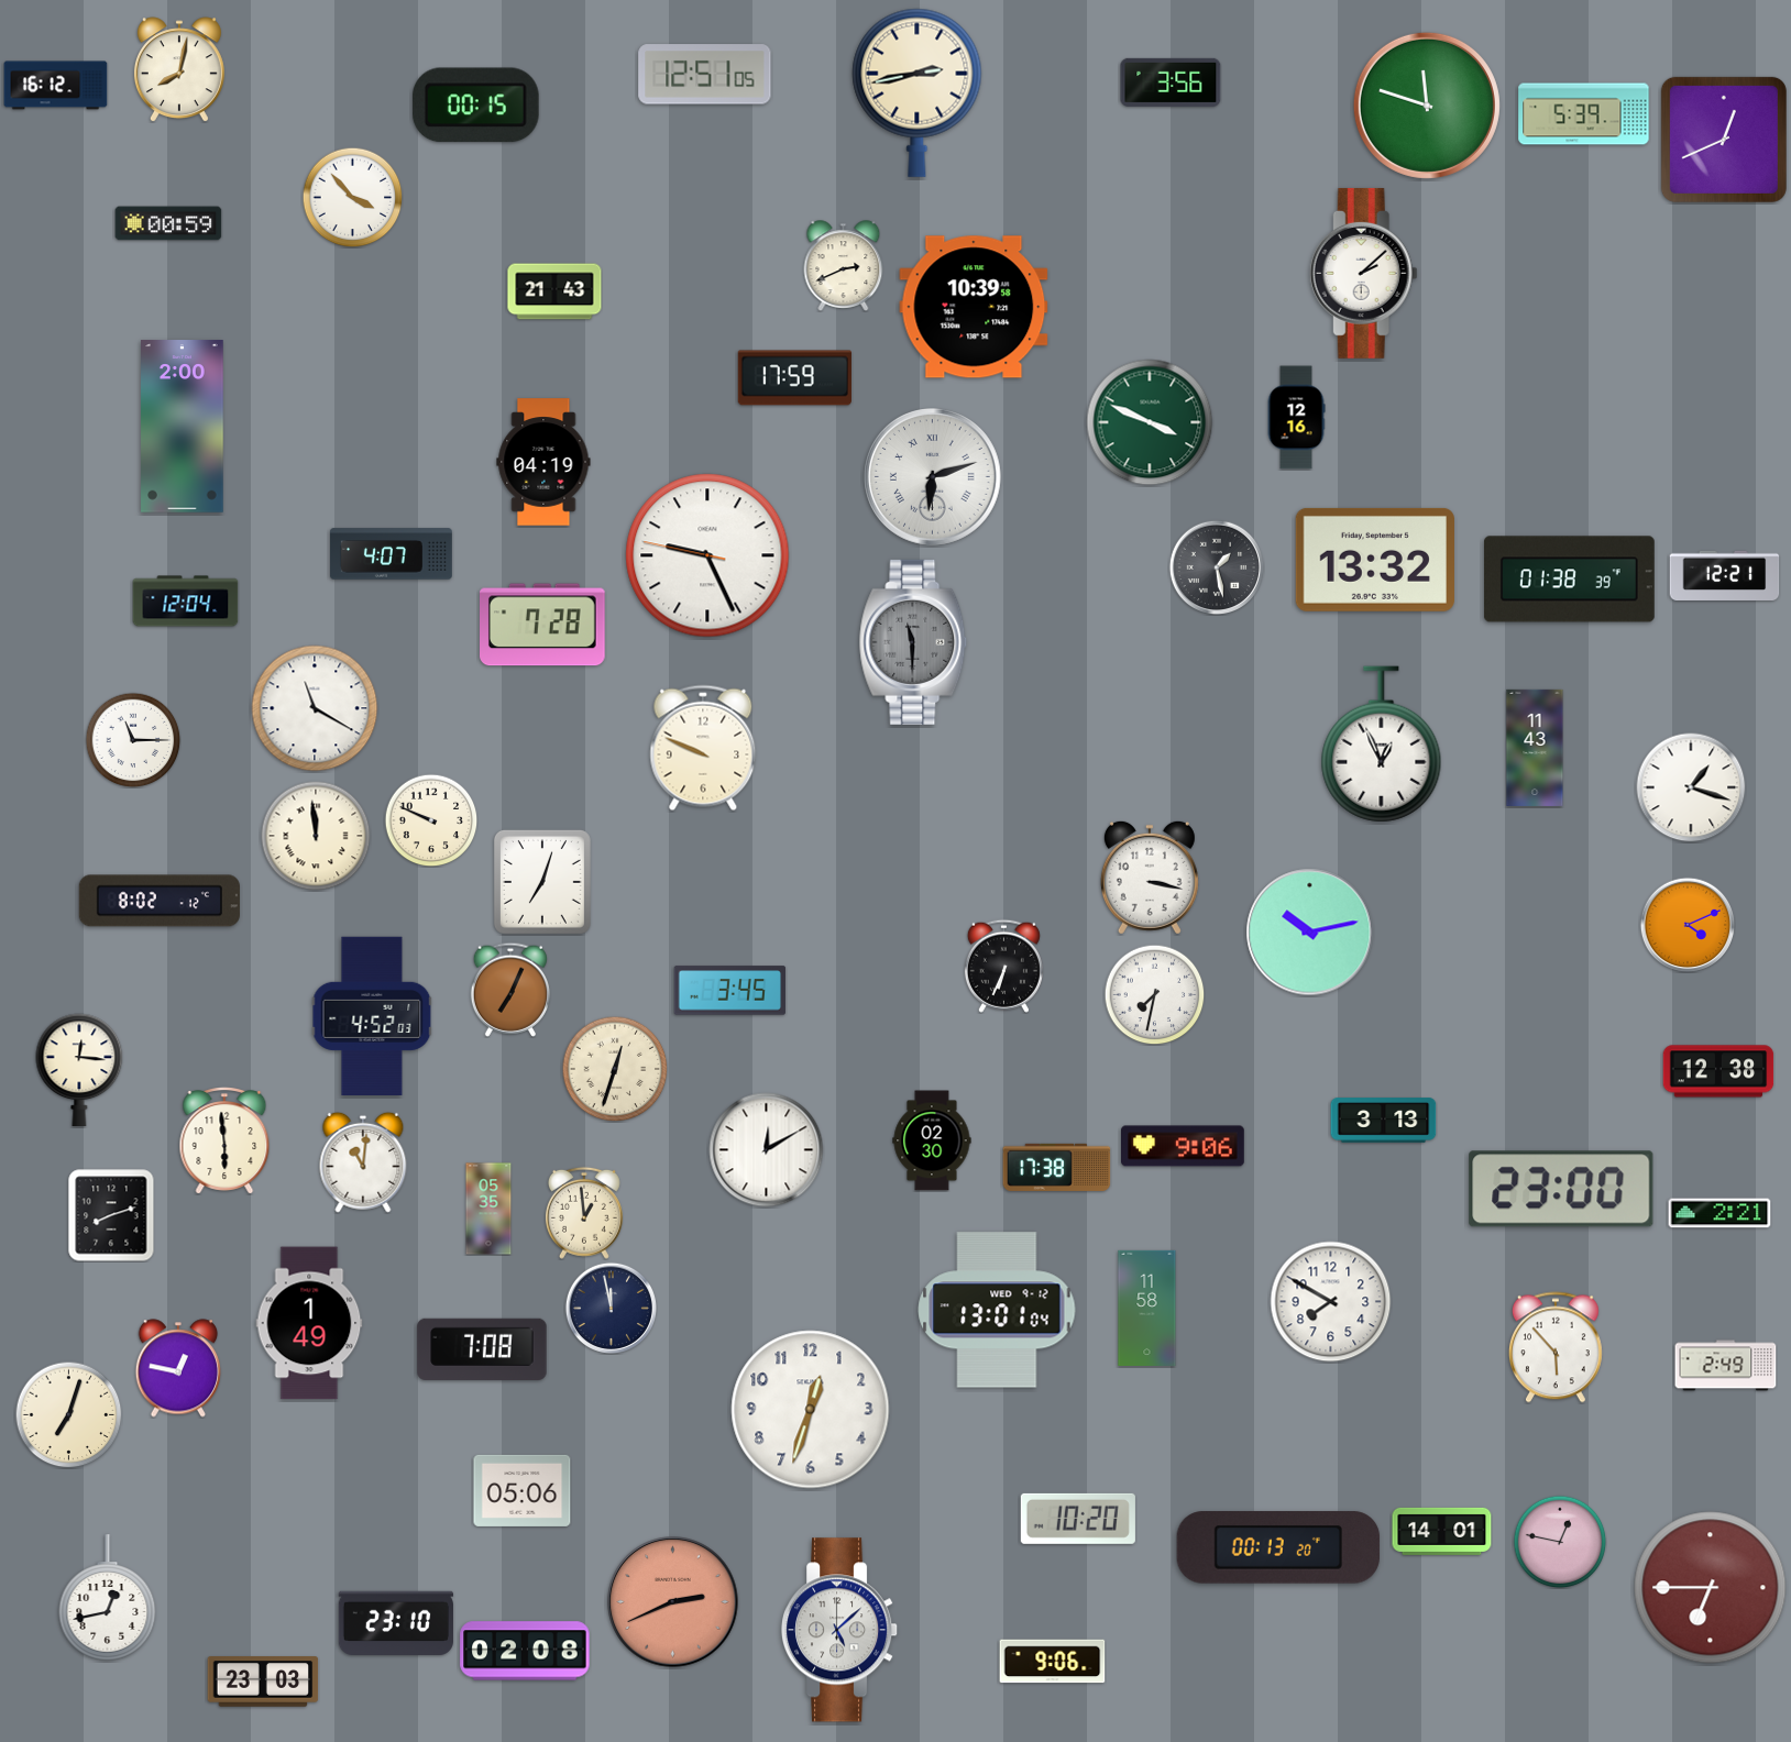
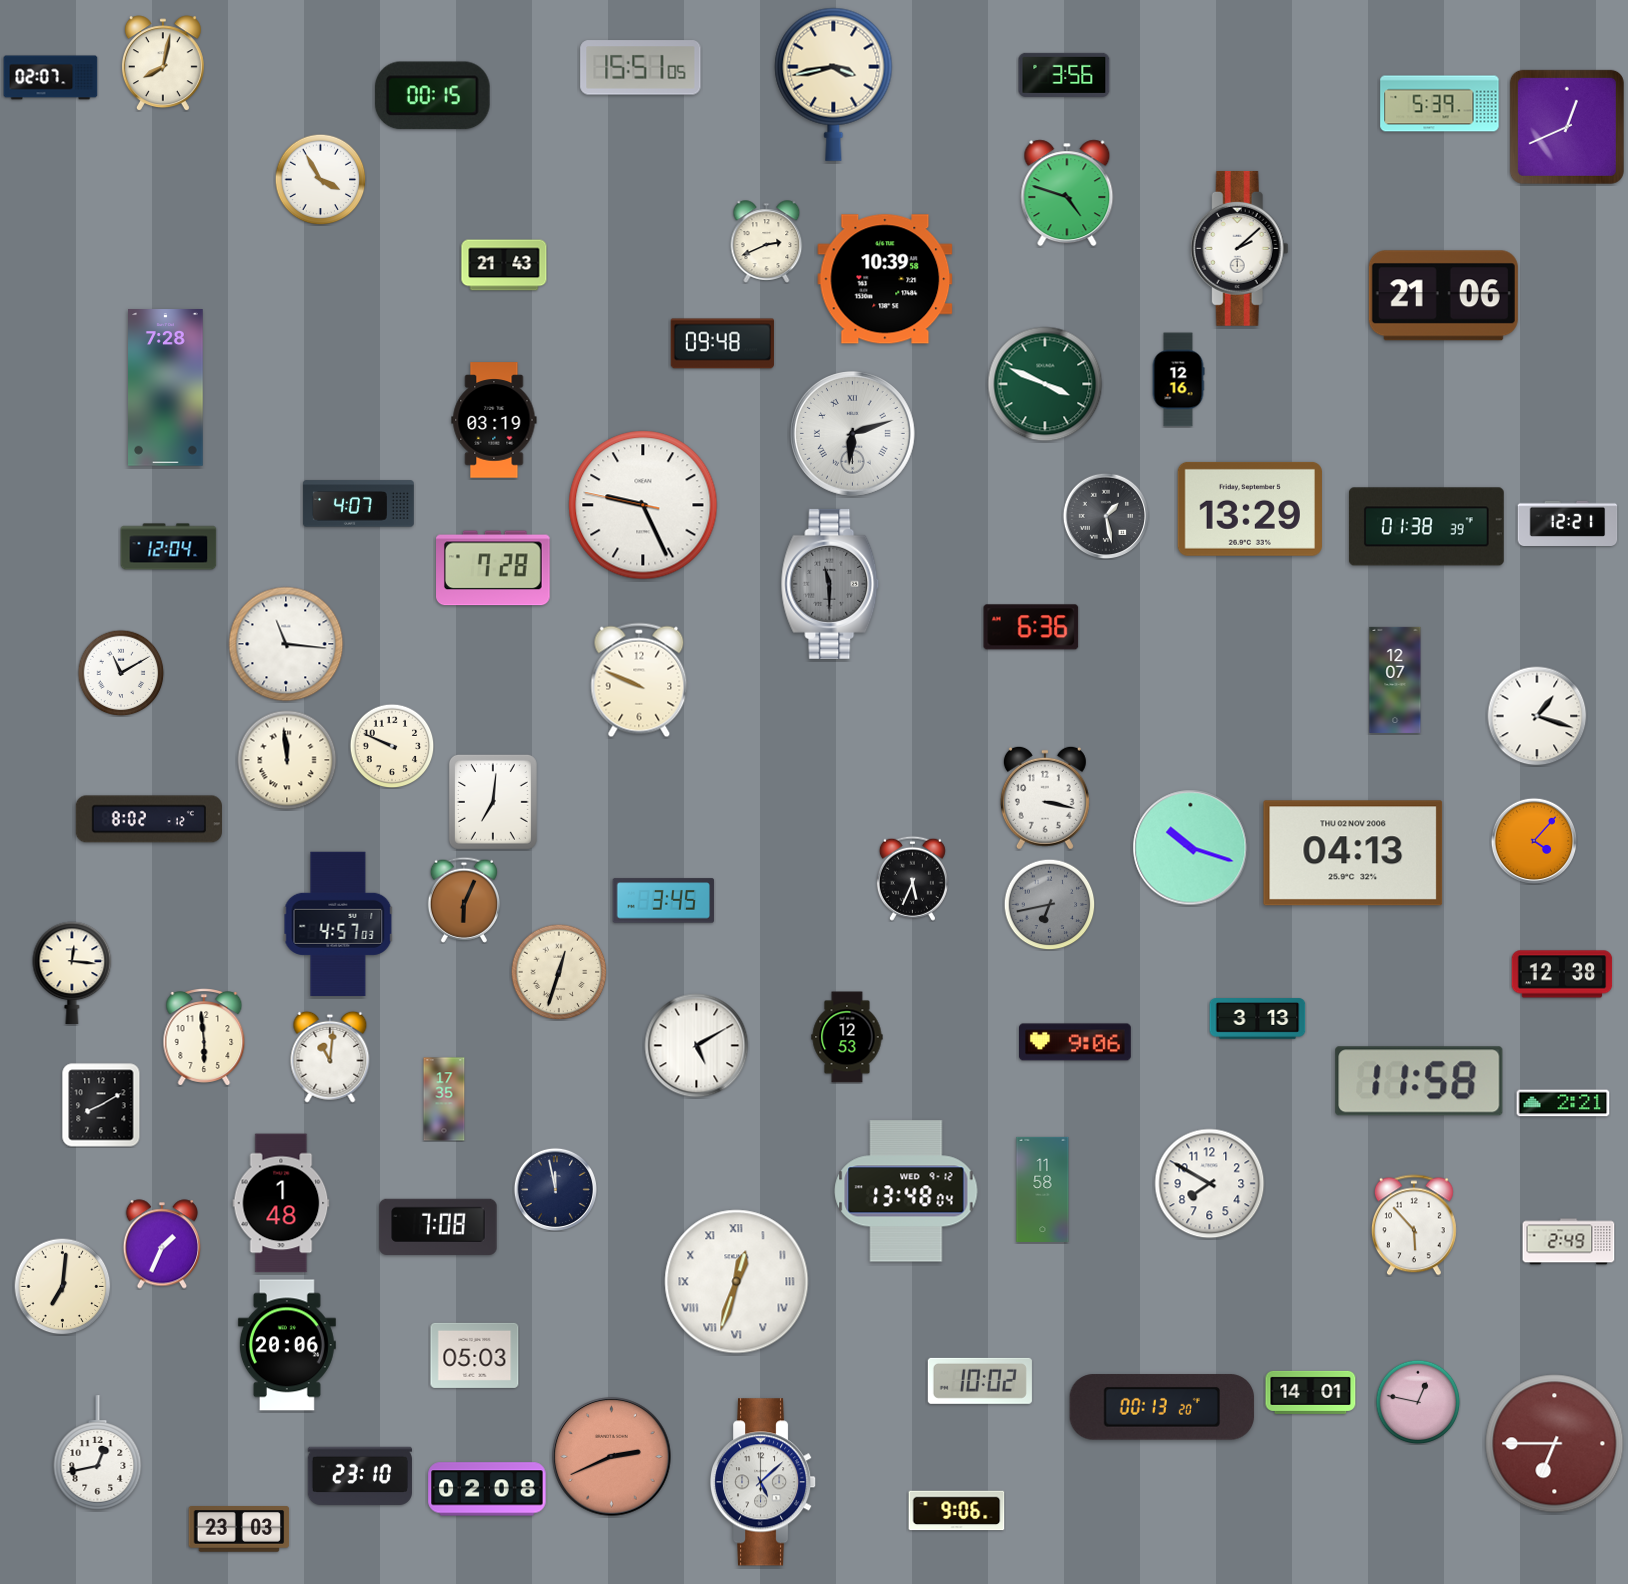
clock at (705, 75): 12:51 -> 15:51
clock at (56, 86): 16:12 -> 02:07
clock at (918, 92): 2:43 -> 3:43
clock at (1427, 106): 11:48 -> none
clock at (352, 197): 3:53 -> 3:55
clock at (1067, 193): none -> 4:48
clock at (168, 223): 00:59 -> none
clock at (1443, 296): none -> 21:06
clock at (794, 378): 17:59 -> 09:48
clock at (183, 427): 2:00 -> 7:28
clock at (543, 462): 04:19 -> 03:19
clock at (933, 477) position: (933, 477) -> (853, 434)
clock at (391, 554) position: (391, 554) -> (358, 504)
clock at (1375, 560): 13:32 -> 13:29
clock at (1031, 627): none -> 6:36
clock at (315, 708): 11:20 -> 11:16
clock at (133, 740): 11:15 -> 11:10
clock at (1382, 745): 12:56 -> none
clock at (1535, 748): 11:43 -> 12:07
clock at (542, 882): 7:03 -> 7:01
clock at (160, 901) position: (160, 901) -> (149, 819)
clock at (1688, 925): 4:11 -> 4:07
clock at (1310, 933): 10:13 -> 10:18
clock at (1353, 853): none -> 04:13
clock at (1003, 966): 6:34 -> 5:34
clock at (509, 990): 7:04 -> 6:04
clock at (1154, 994): 7:32 -> 6:43
clock at (1154, 994) dial: white -> grey
clock at (372, 1016): 4:52 -> 4:57
clock at (932, 1140): 02:30 -> 12:53
clock at (767, 1150): 12:10 -> 5:10
clock at (1057, 1167): 17:38 -> none
clock at (1561, 1189): 23:00 -> 11:58
clock at (488, 1209): 05:35 -> 17:35
clock at (584, 1213): 12:59 -> none
clock at (111, 1215): 8:12 -> 8:10
clock at (997, 1310): 13:01 -> 13:48
clock at (309, 1323): 1:49 -> 1:48
clock at (177, 1368): 12:47 -> 1:34
clock at (811, 1410) numerals: Arabic -> Roman
clock at (68, 1414): 7:03 -> 7:01
clock at (287, 1345): none -> 20:06
clock at (523, 1490): 05:06 -> 05:03
clock at (1078, 1519): 10:20 -> 10:02
clock at (525, 1651) position: (525, 1651) -> (487, 1489)
